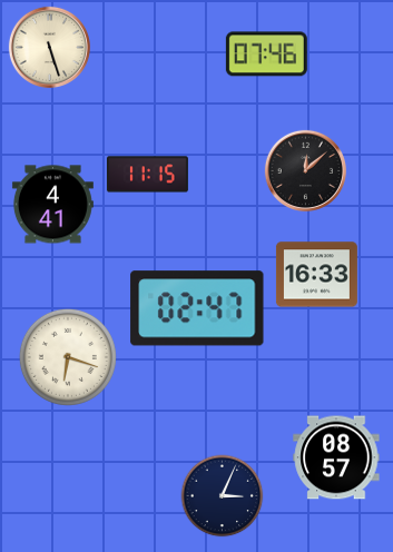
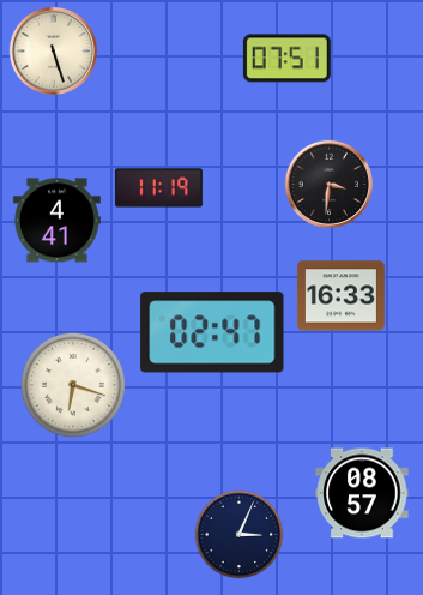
clock at (266, 55): 07:46 -> 07:51
clock at (305, 170): 12:08 -> 3:31
clock at (147, 175): 11:15 -> 11:19
